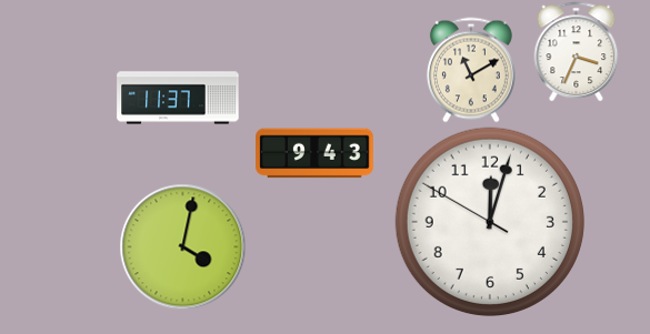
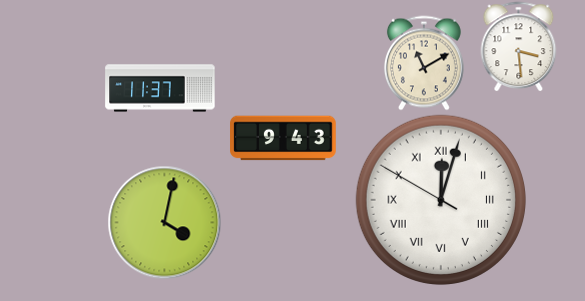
clock at (577, 51): 3:34 -> 3:29
clock at (490, 222) numerals: Arabic -> Roman
